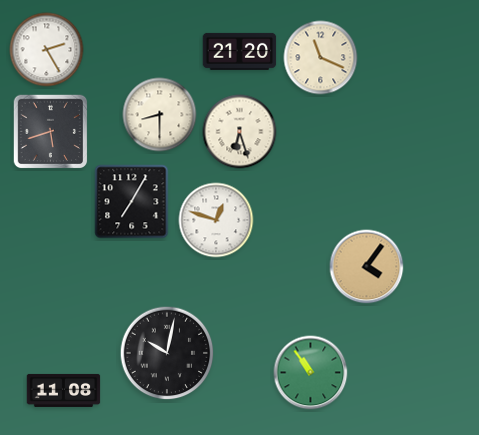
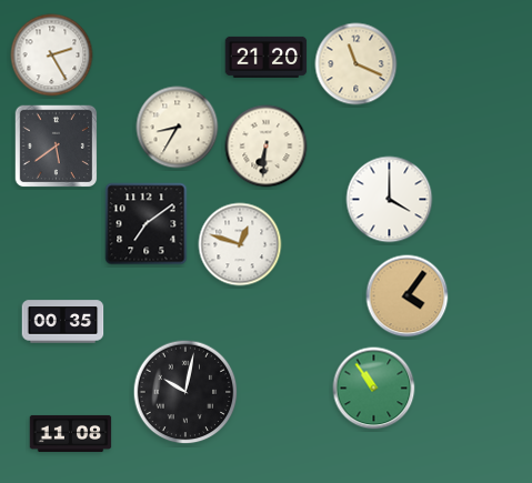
clock at (160, 115): 8:30 -> 8:35
clock at (51, 132): 5:42 -> 5:39
clock at (240, 132): 6:27 -> 6:31
clock at (390, 200): none -> 4:00
clock at (132, 202): 7:05 -> 7:09
clock at (63, 322): none -> 00:35
clock at (311, 373) position: (311, 373) -> (374, 389)
